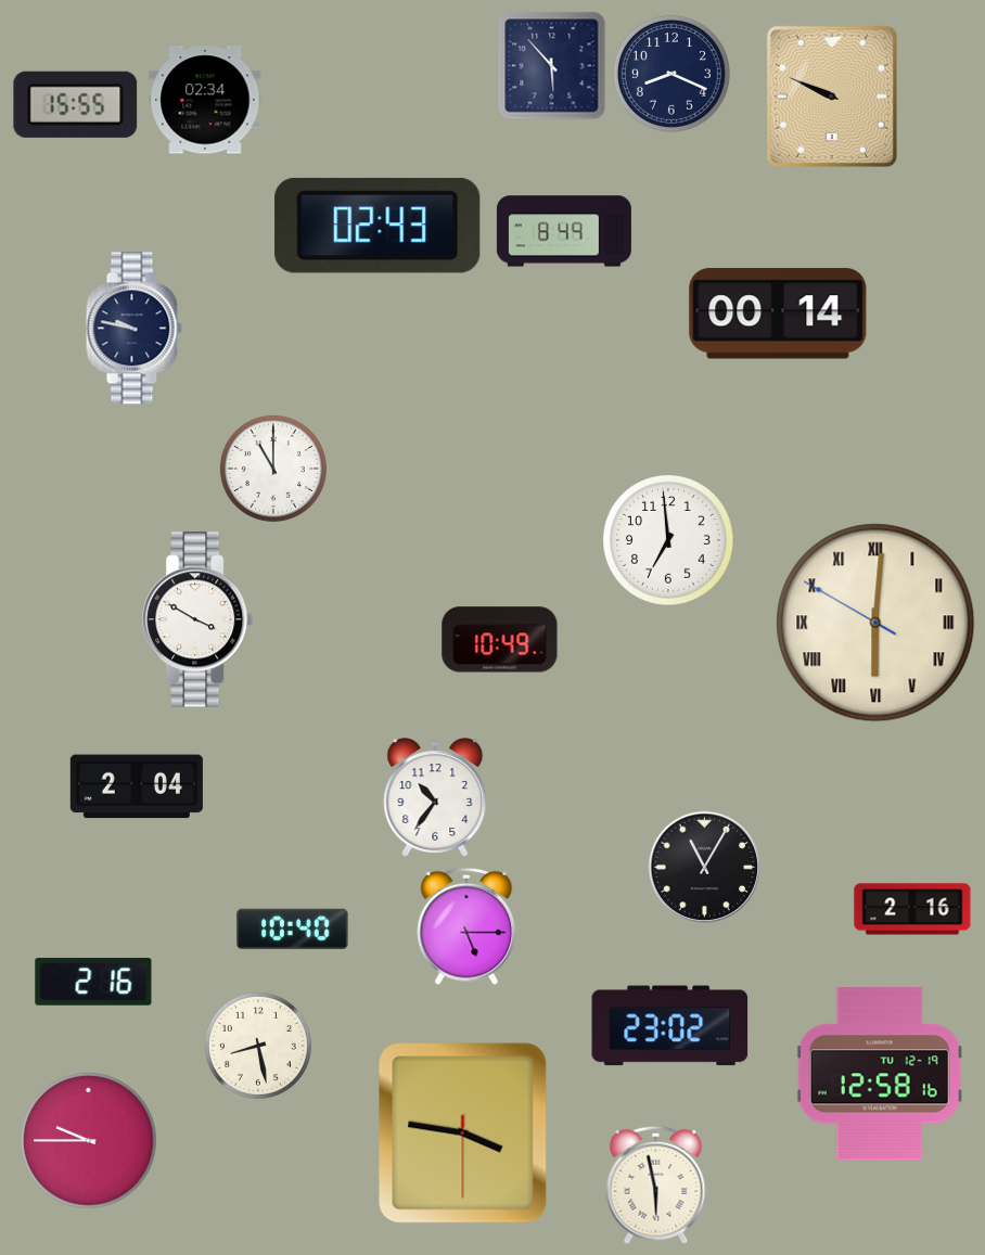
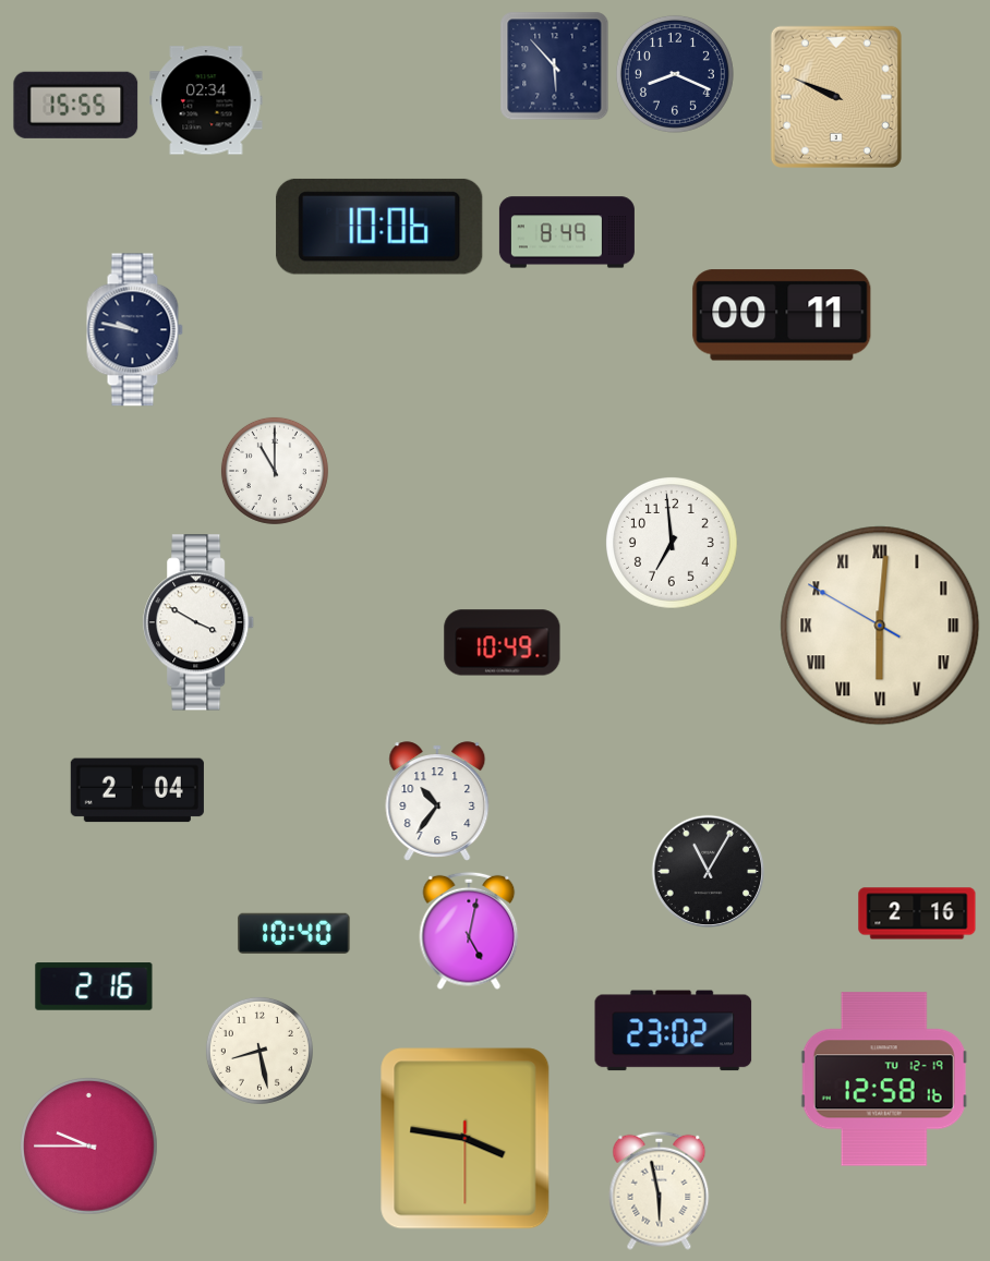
clock at (378, 226): 02:43 -> 10:06
clock at (778, 313): 00:14 -> 00:11
clock at (466, 926): 5:15 -> 5:02
